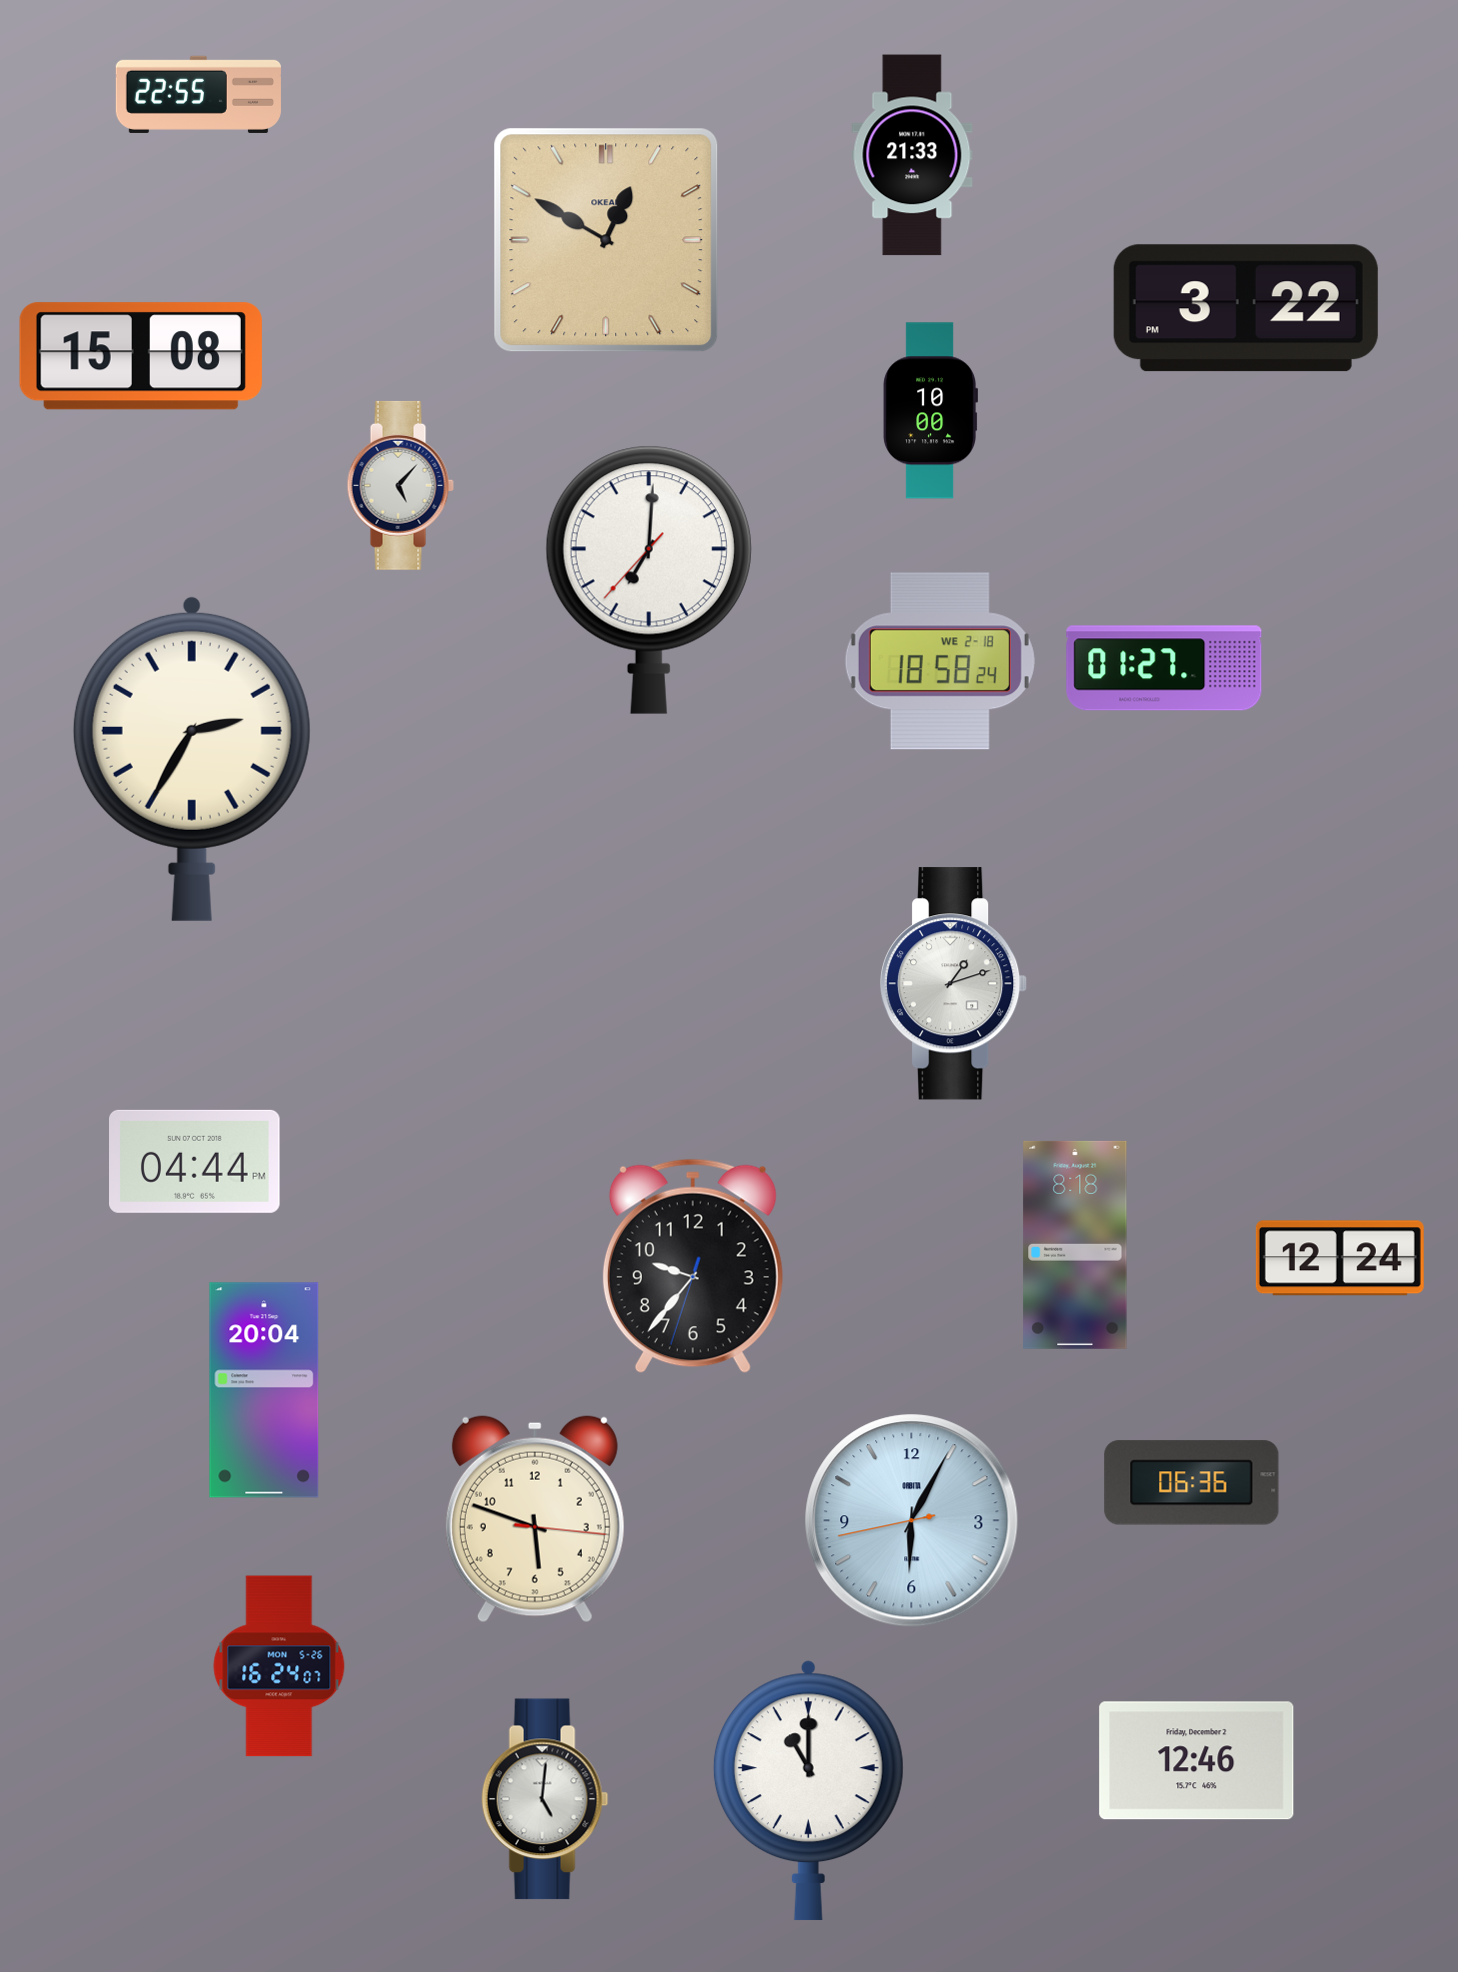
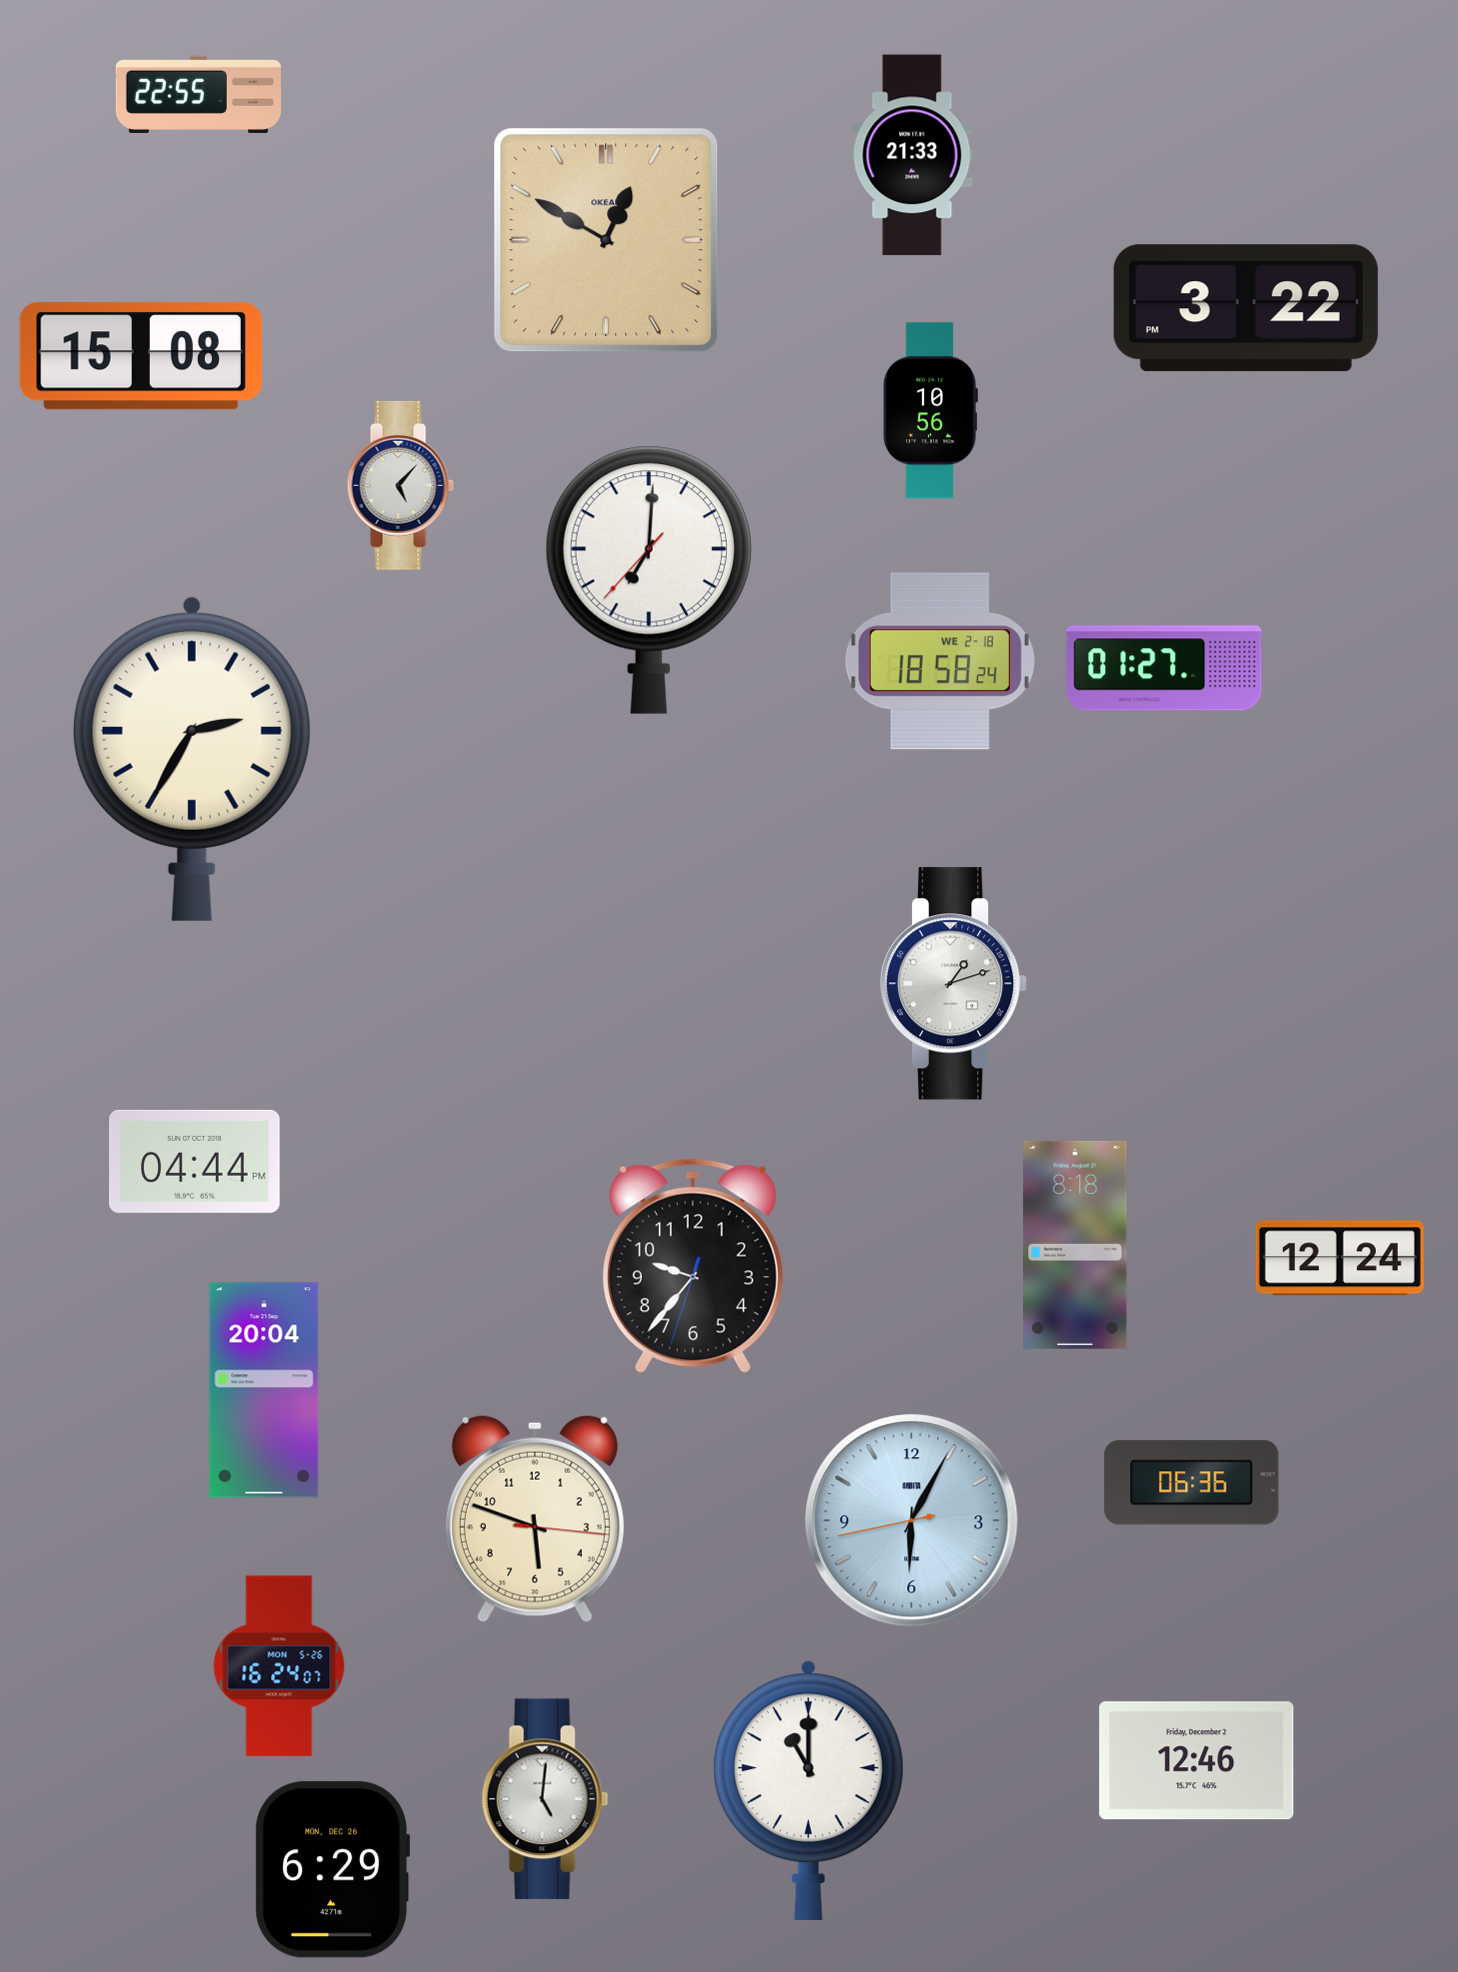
clock at (930, 411): 10:00 -> 10:56
clock at (333, 1870): none -> 6:29
